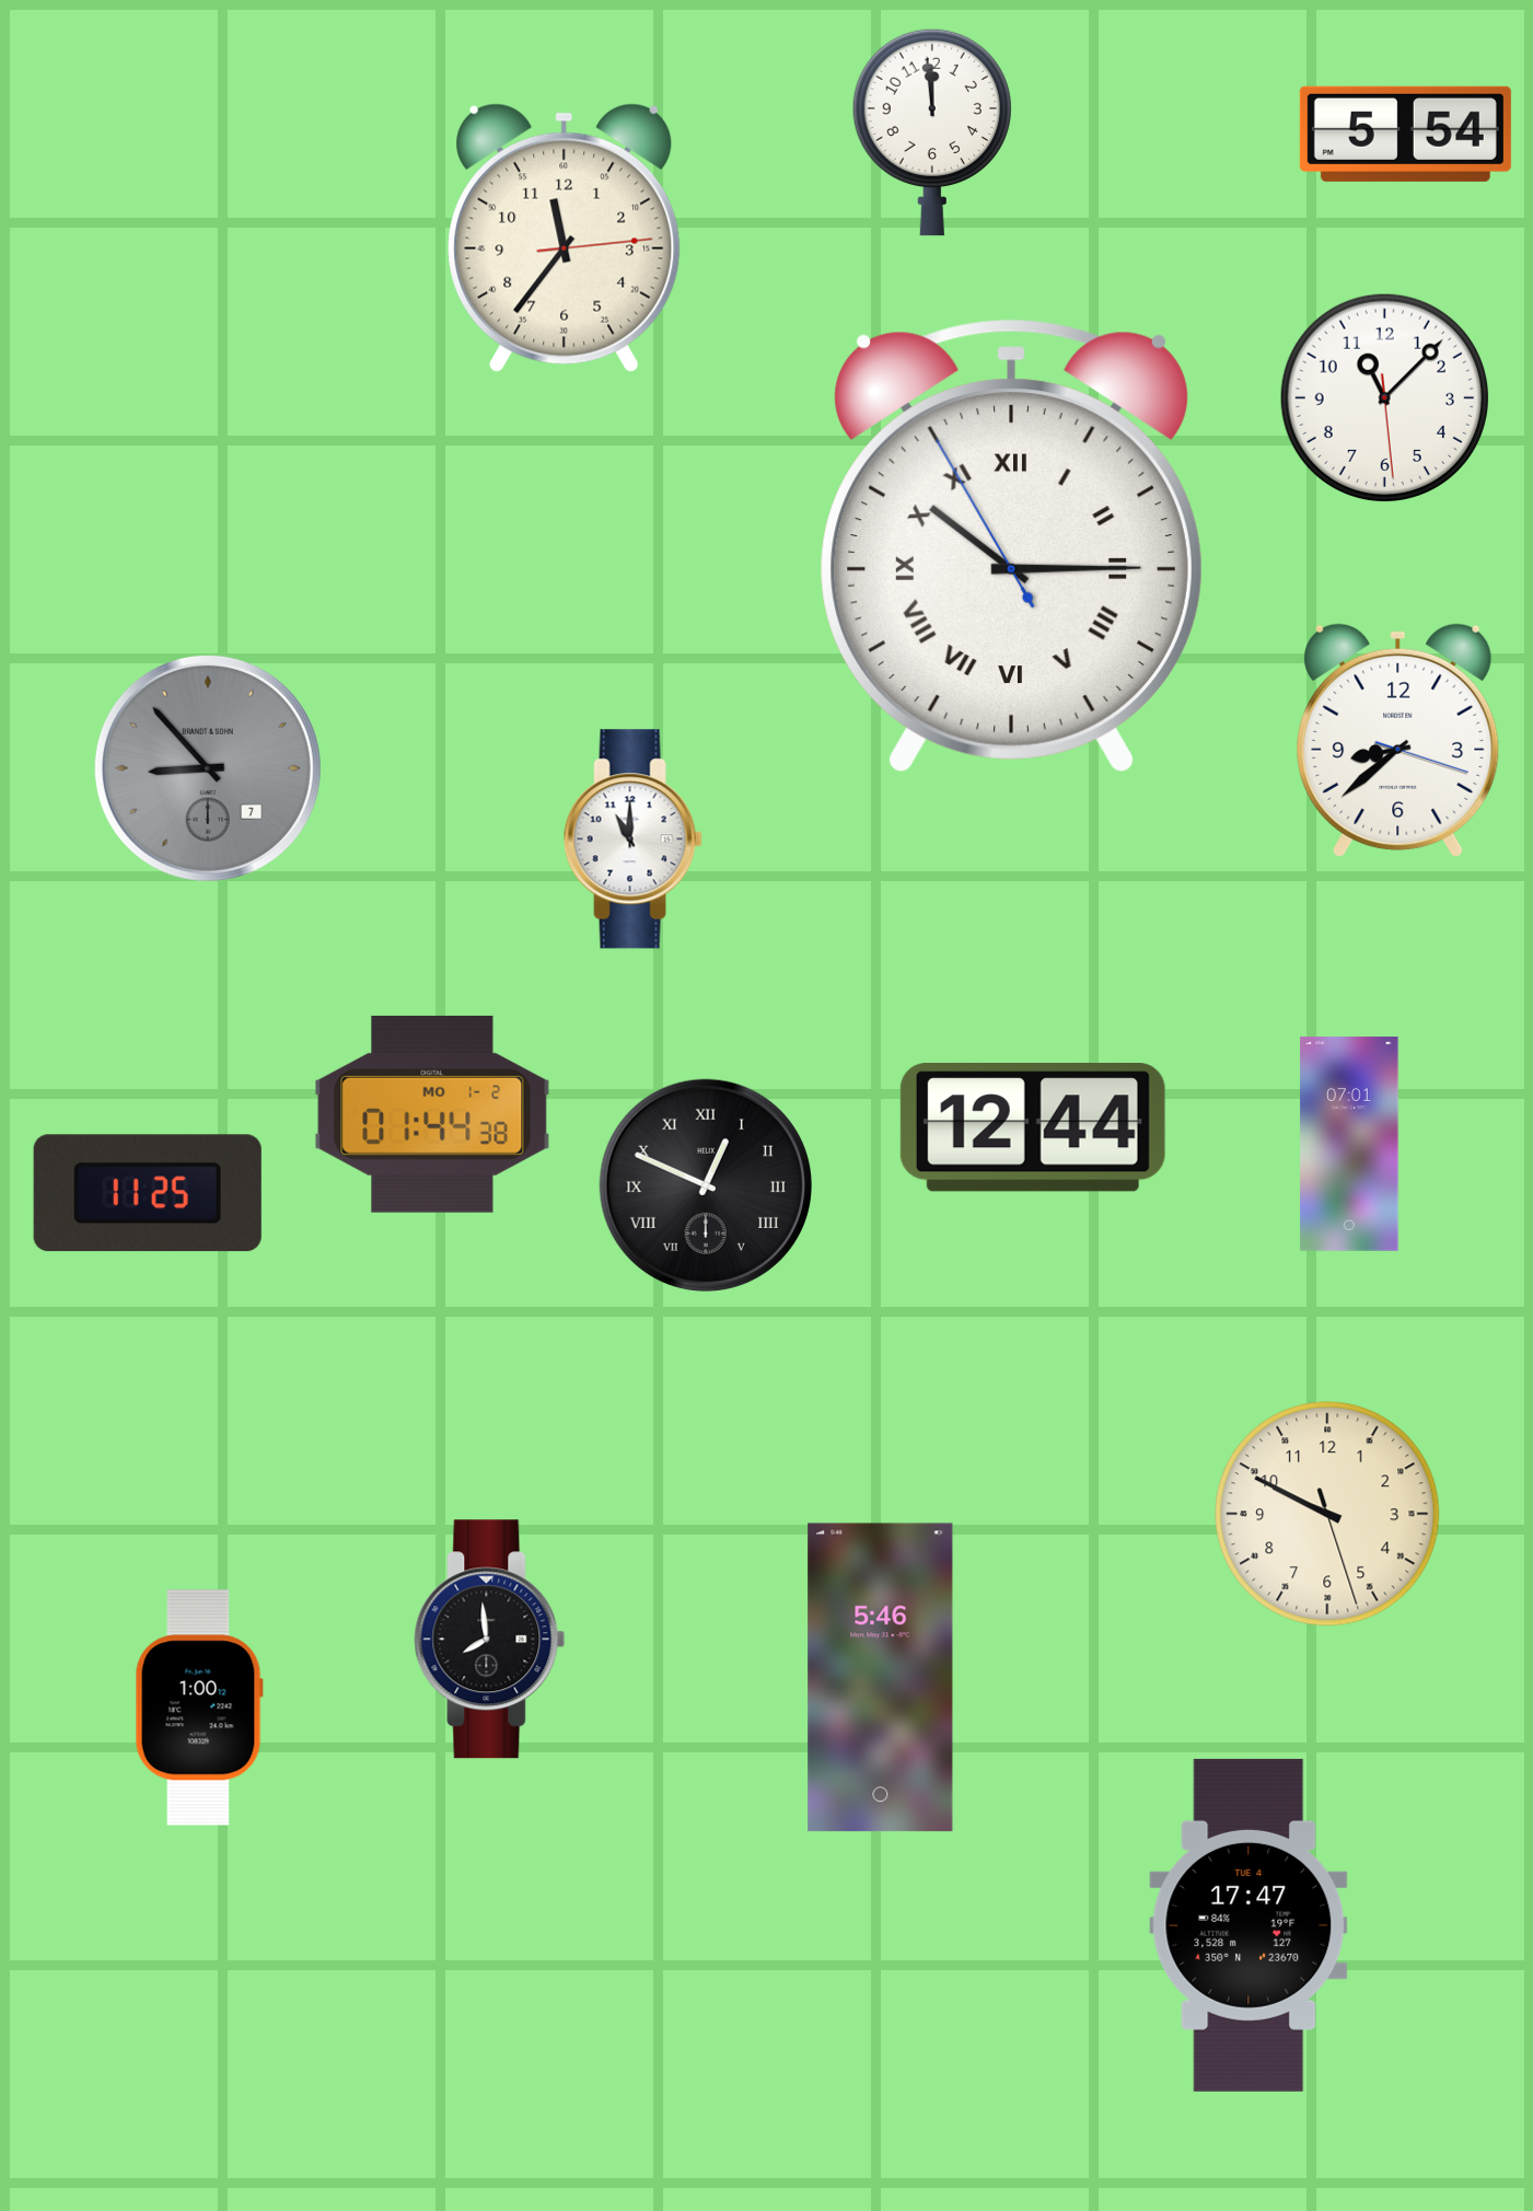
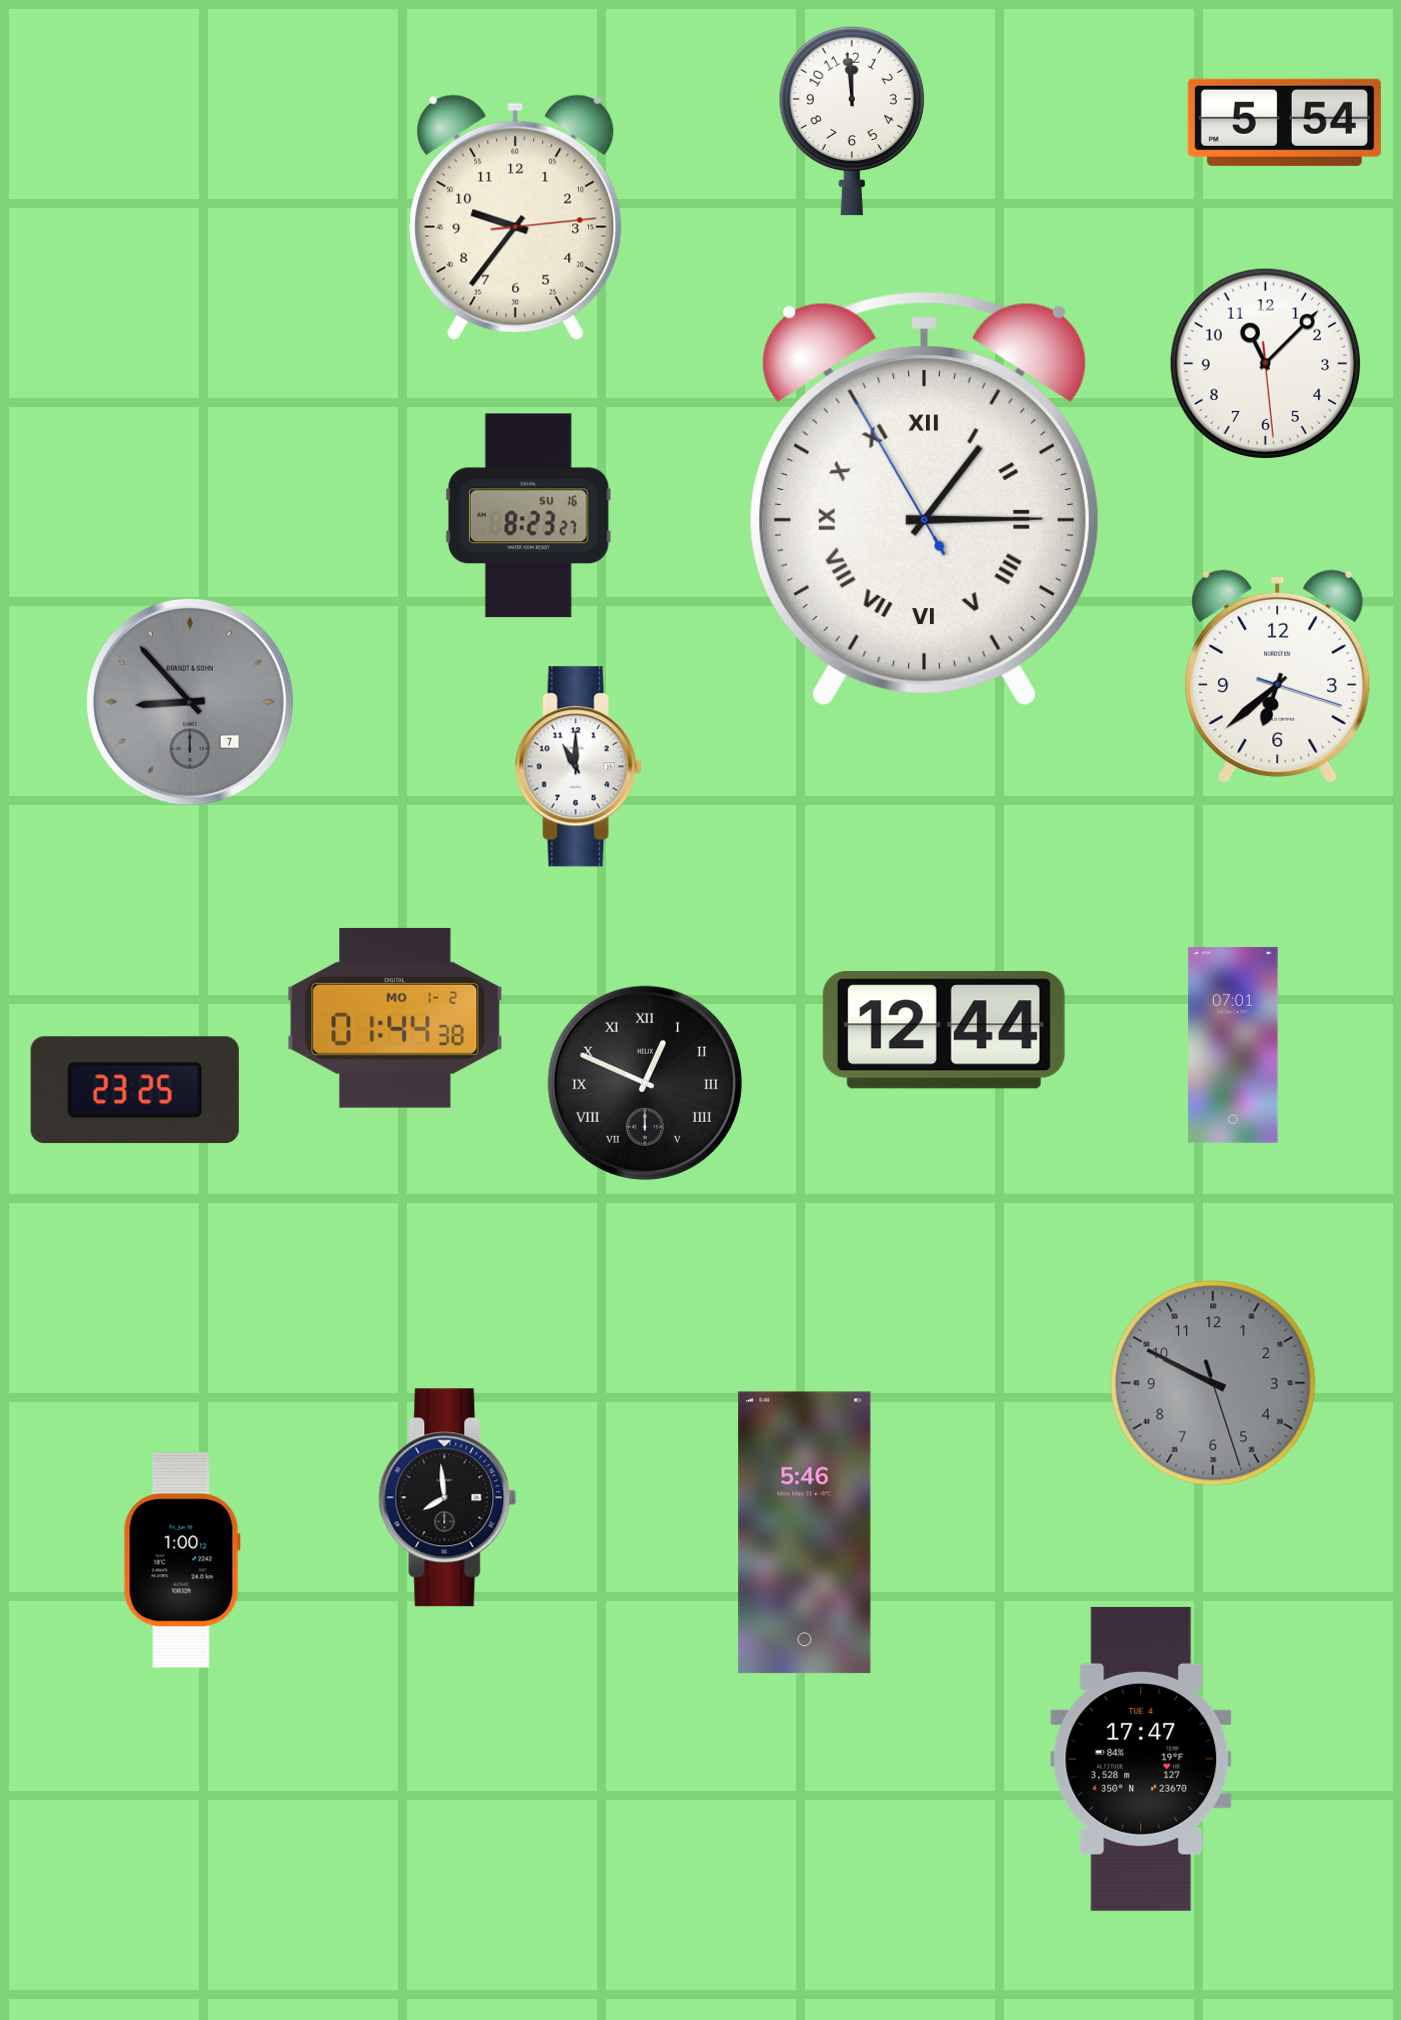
clock at (565, 238): 11:36 -> 9:36
clock at (1011, 545): 10:14 -> 1:14
clock at (528, 516): none -> 8:23
clock at (1398, 740): 8:38 -> 6:38
clock at (148, 1193): 11:25 -> 23:25
clock at (1327, 1514) dial: cream -> grey
